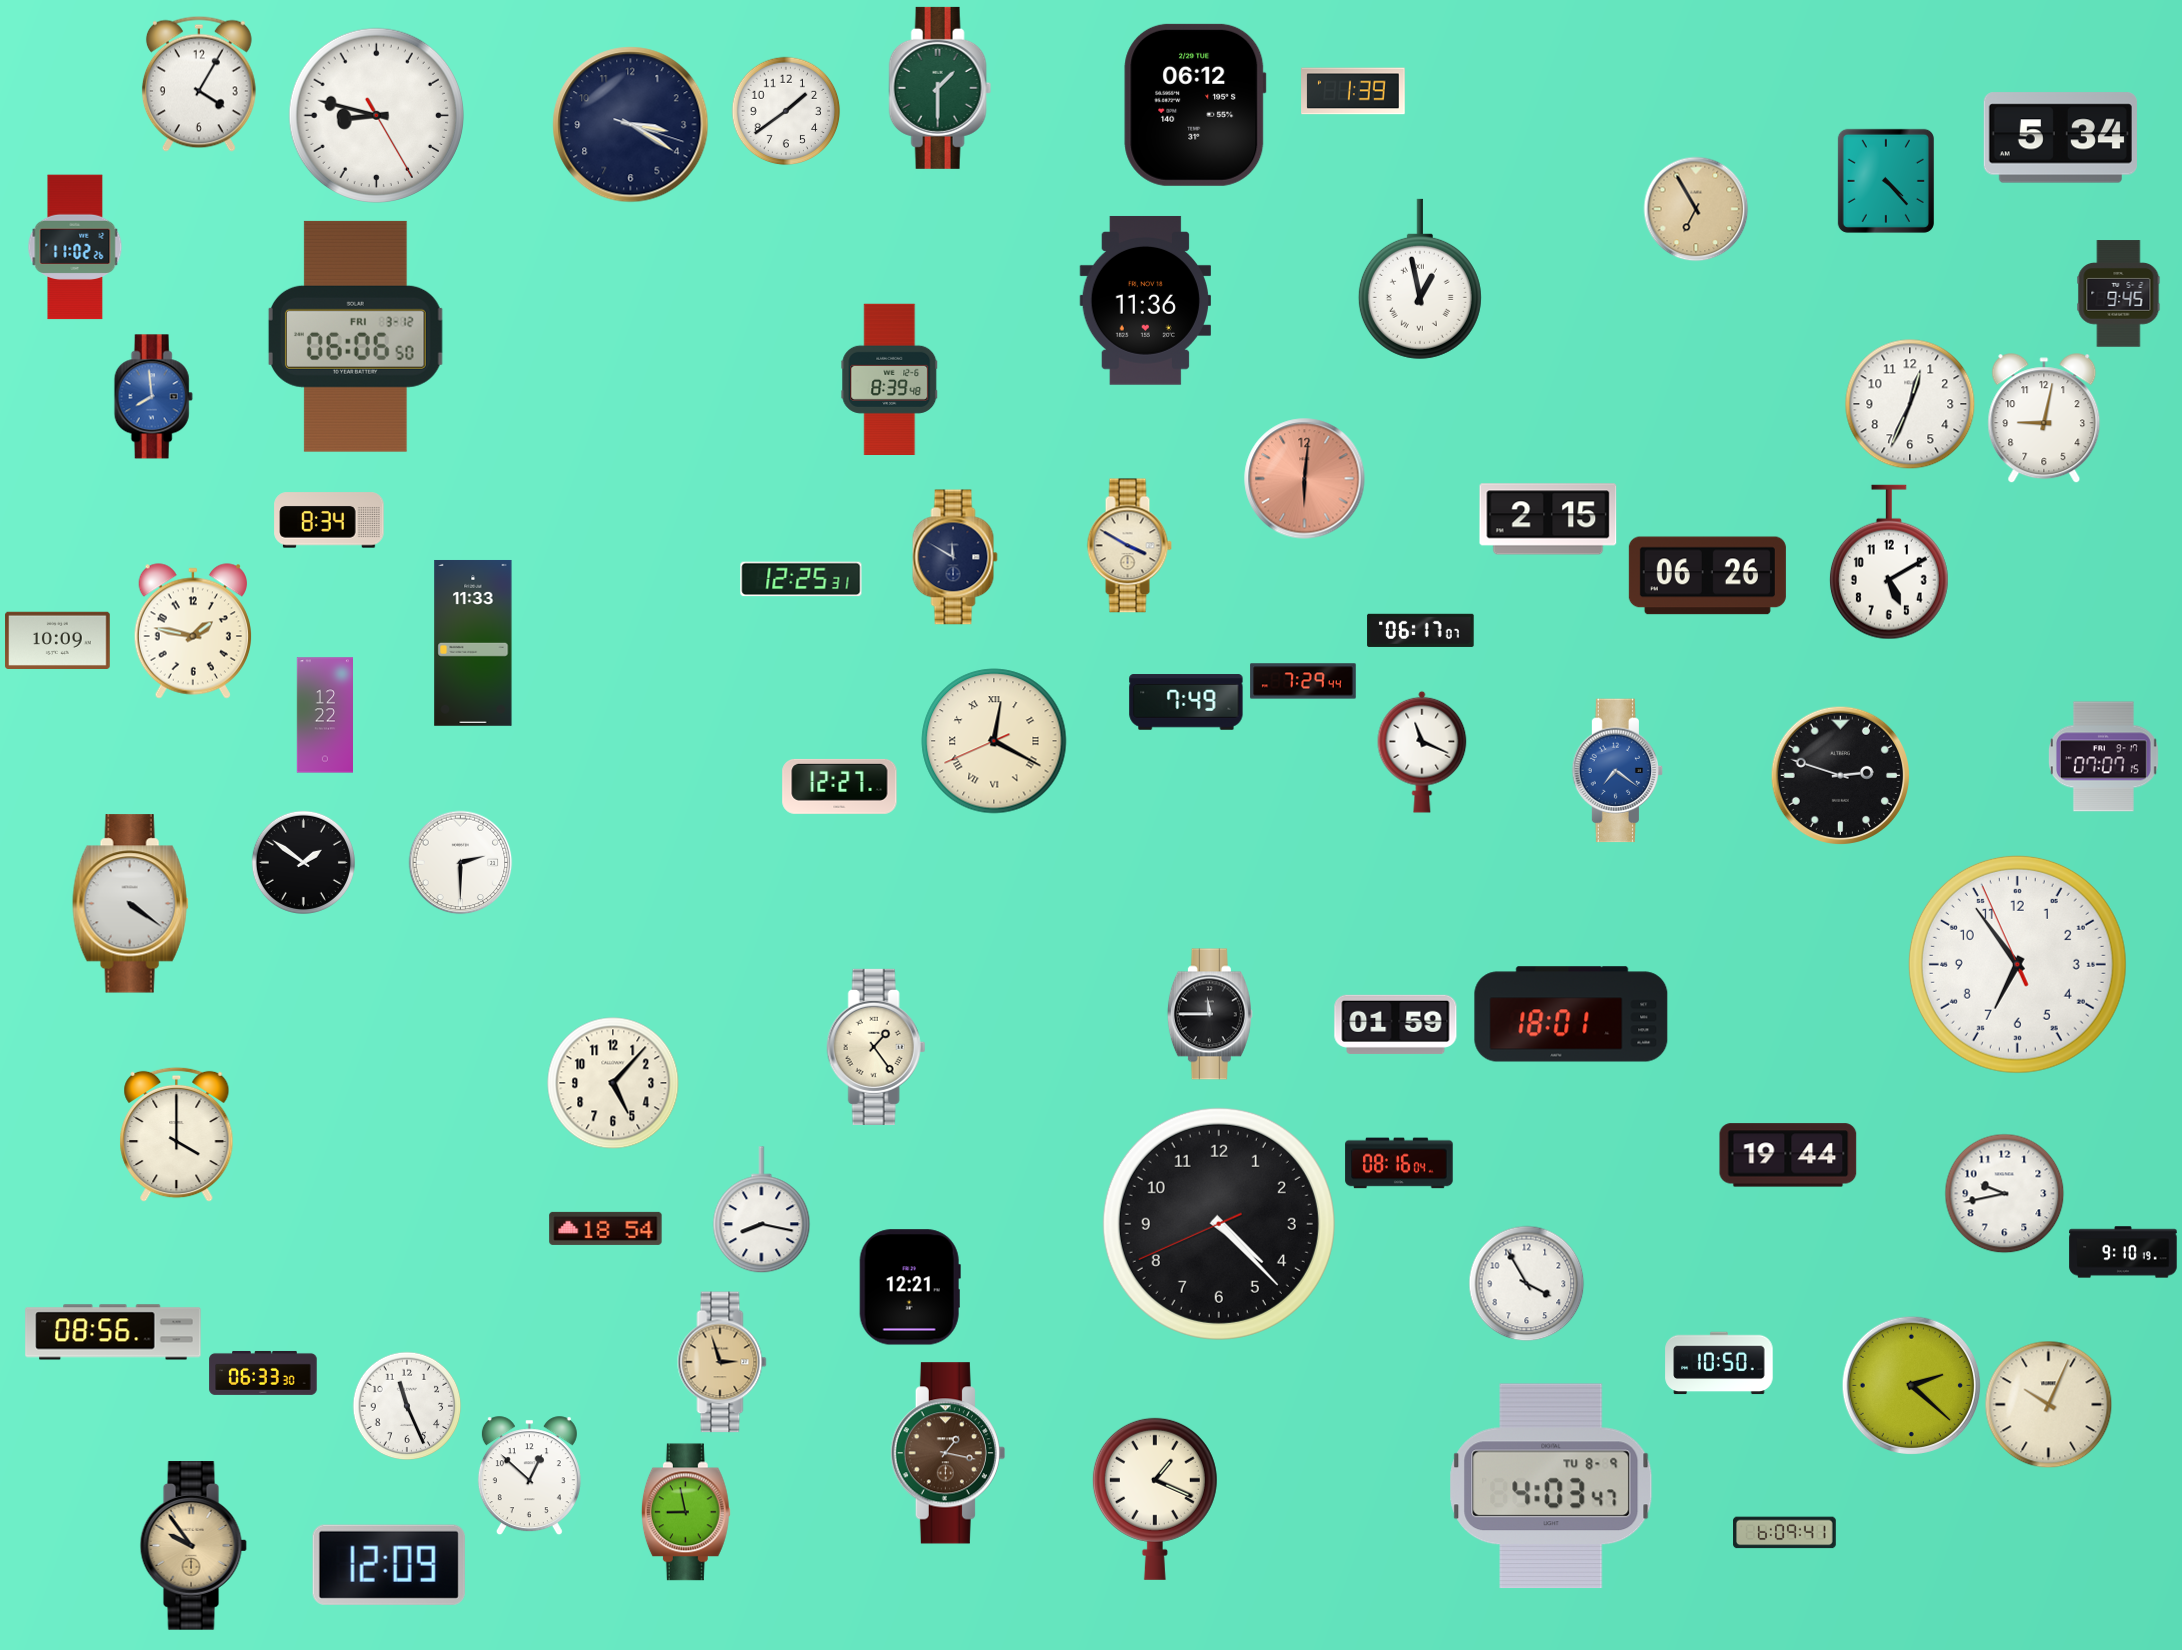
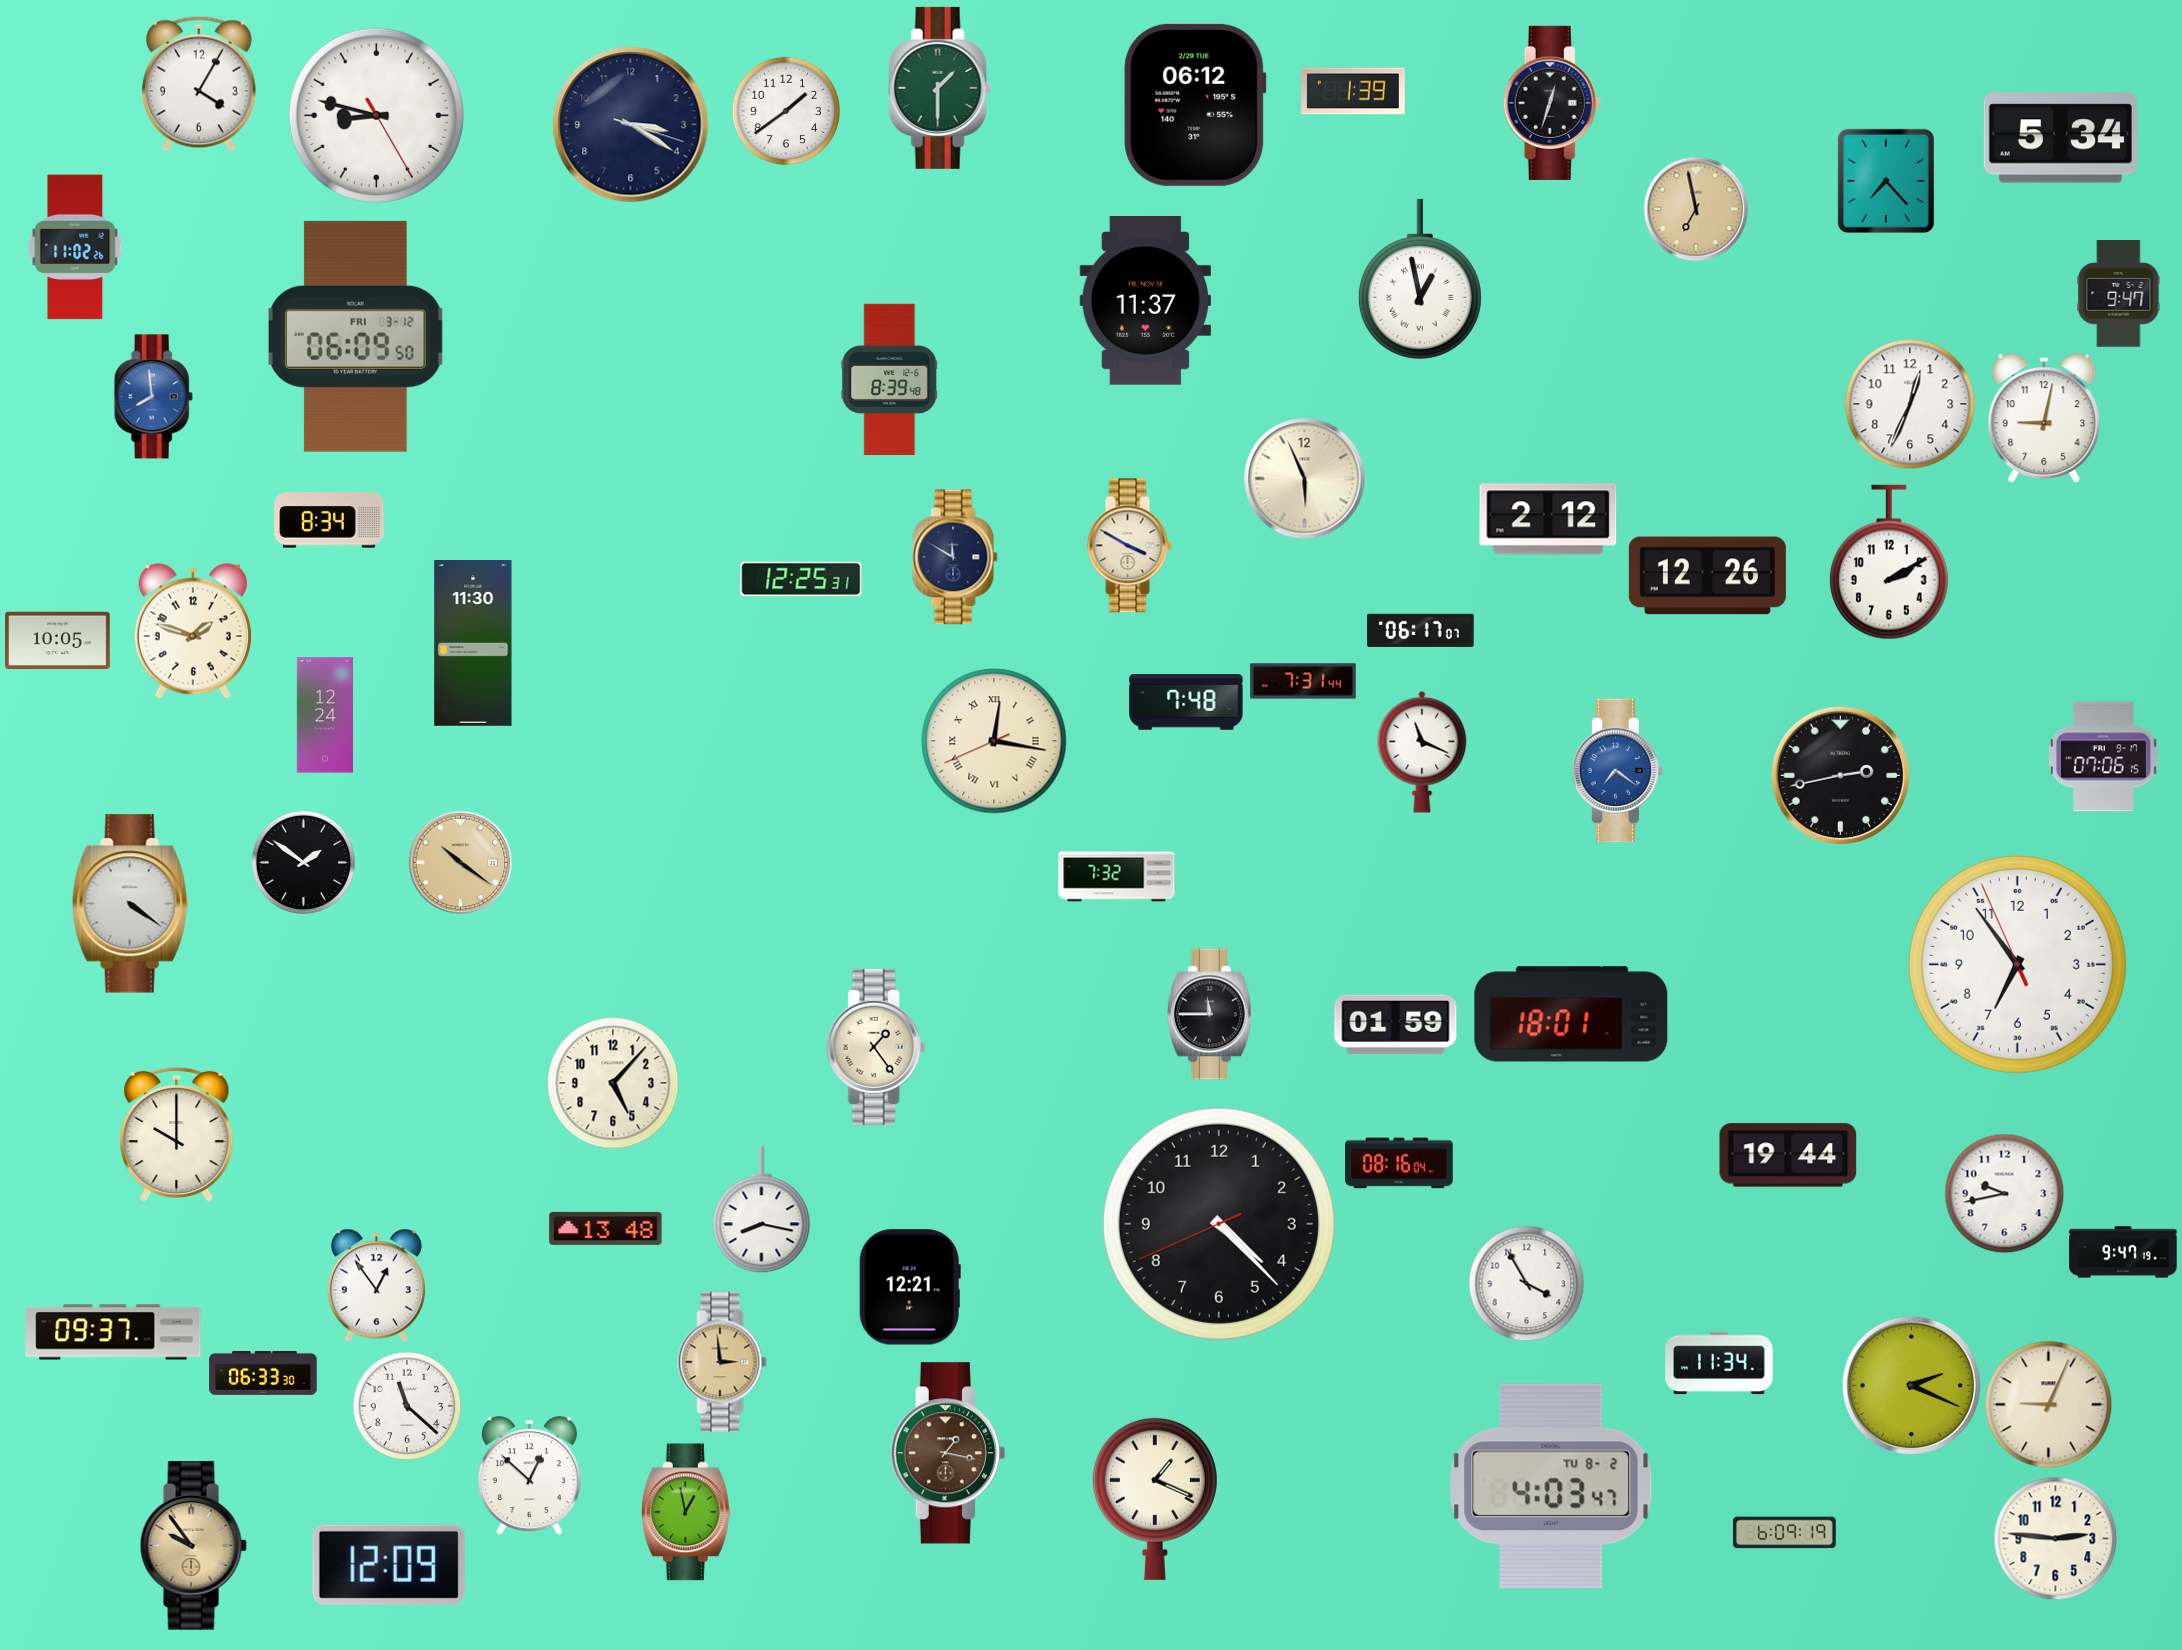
clock at (1552, 103): none -> 12:33
clock at (1886, 181): 4:23 -> 7:23
clock at (1696, 209): 6:55 -> 6:58
clock at (2119, 294): 9:45 -> 9:47
clock at (1145, 300): 11:36 -> 11:37
clock at (355, 336): 06:06 -> 06:09
clock at (1305, 479): 6:01 -> 5:56
clock at (1305, 479) dial: salmon -> cream
clock at (1548, 519): 2:15 -> 2:12
clock at (1889, 562): 5:10 -> 2:10
clock at (1707, 576): 06:26 -> 12:26
clock at (192, 631): 1:47 -> 1:48
clock at (58, 640): 10:09 -> 10:05
clock at (473, 643): 11:33 -> 11:30
clock at (1303, 681): 7:29 -> 7:31
clock at (1186, 702): 7:49 -> 7:48
clock at (324, 715): 12:22 -> 12:24
clock at (994, 741): 12:19 -> 12:16
clock at (2103, 757): 07:07 -> 07:06
clock at (1840, 775): 2:48 -> 2:43
clock at (840, 786): 12:27 -> none
clock at (460, 862): 2:30 -> 10:21
clock at (460, 862) dial: white -> champagne
clock at (1117, 877): none -> 7:32
clock at (177, 1134): 4:00 -> 10:00
clock at (606, 1228): 18:54 -> 13:48
clock at (2123, 1252): 9:10 -> 9:47
clock at (376, 1285): none -> 12:54
clock at (113, 1332): 08:56 -> 09:37
clock at (722, 1362): 2:57 -> 2:59
clock at (1719, 1363): 10:50 -> 11:34
clock at (1911, 1385): 2:22 -> 2:19
clock at (2048, 1404): 10:04 -> 9:04
clock at (407, 1406): 11:26 -> 11:22
clock at (1551, 1486) date: TU 8-9 -> TU 8-2
clock at (686, 1512): 8:58 -> 12:58
clock at (1785, 1533): 6:09:41 -> 6:09:19
clock at (2055, 1538): none -> 2:46
